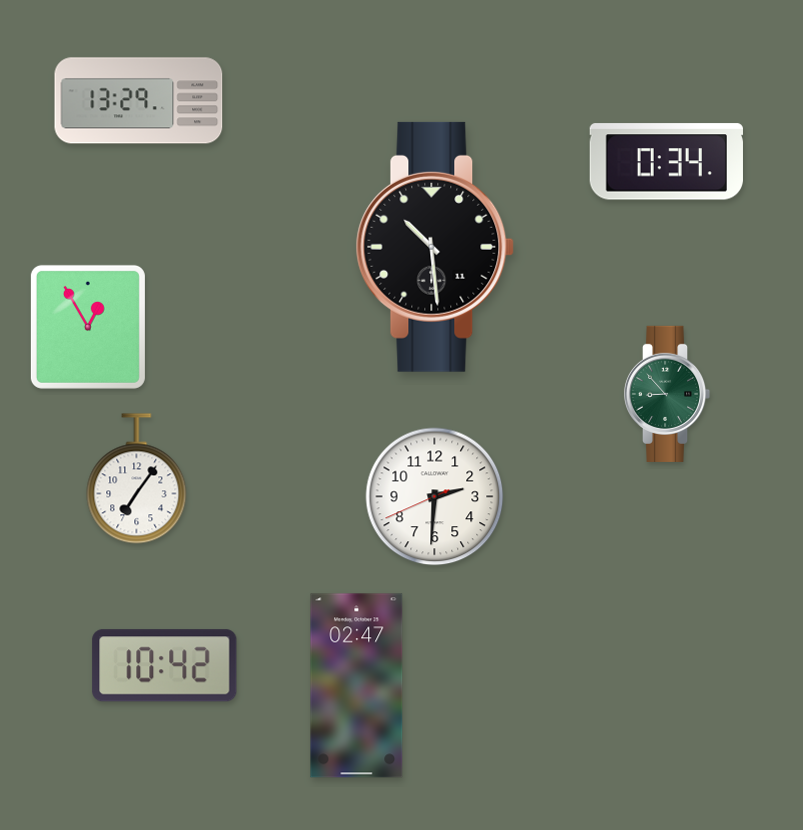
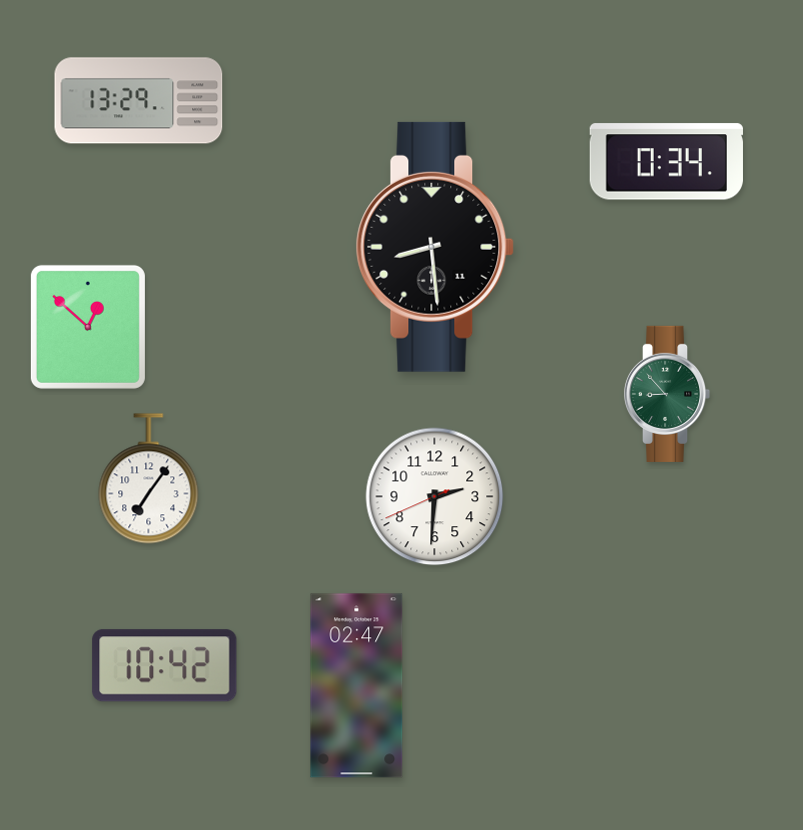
clock at (435, 247): 10:29 -> 8:29
clock at (88, 327): 12:55 -> 12:52
clock at (137, 479) position: (137, 479) -> (149, 479)
